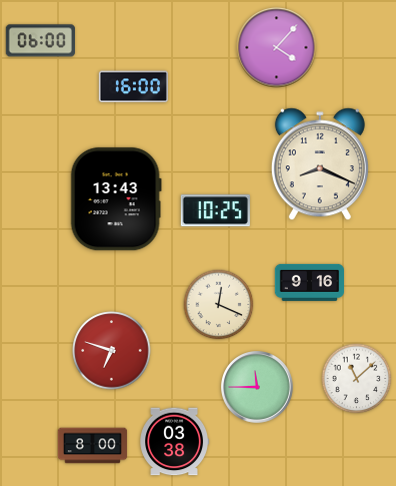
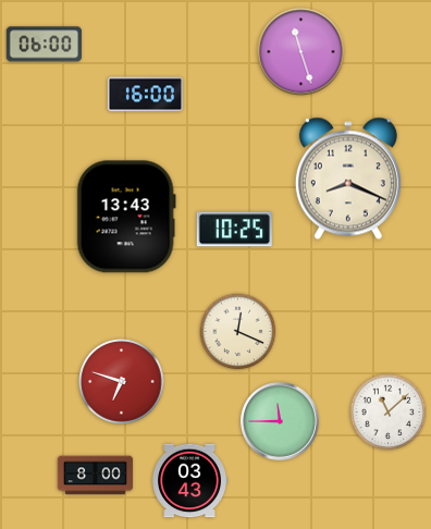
clock at (277, 48): 4:07 -> 11:27
clock at (309, 282): 9:16 -> none
clock at (174, 442): 03:38 -> 03:43
clock at (93, 446) position: (93, 446) -> (96, 476)
